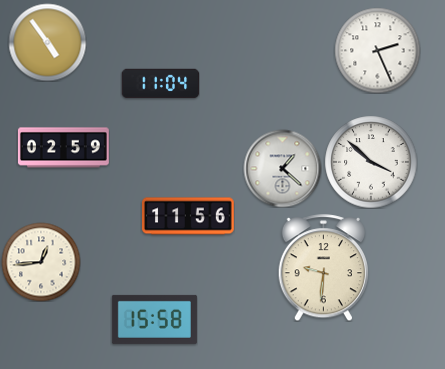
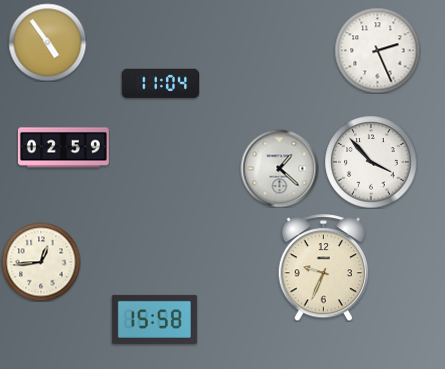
clock at (371, 162): 3:52 -> 3:53
clock at (282, 168) position: (282, 168) -> (279, 168)
clock at (189, 216): 11:56 -> none
clock at (323, 268): 9:31 -> 9:34
